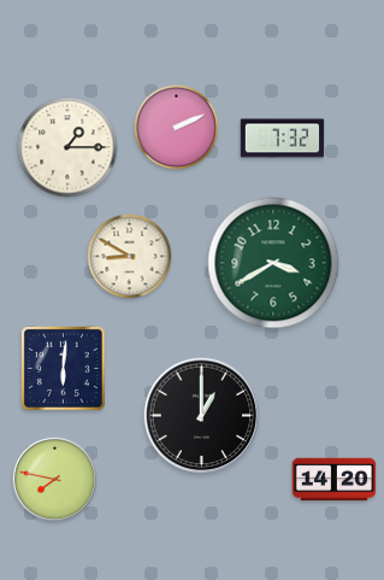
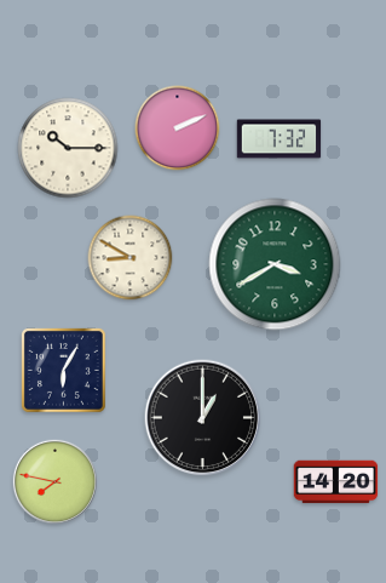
clock at (283, 139) position: (283, 139) -> (280, 139)
clock at (67, 147): 1:15 -> 10:15
clock at (63, 368): 6:01 -> 6:05
